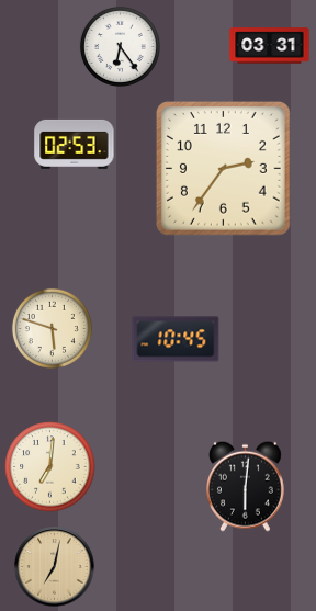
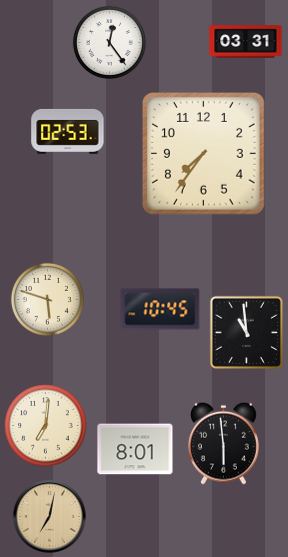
clock at (120, 46): 6:24 -> 12:24
clock at (223, 168): 2:36 -> 7:36
clock at (246, 332): none -> 10:59
clock at (246, 486): 6:01 -> 5:59
clock at (135, 449): none -> 8:01
